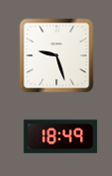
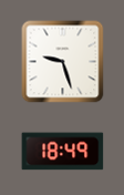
clock at (61, 137) position: (61, 137) -> (63, 152)
